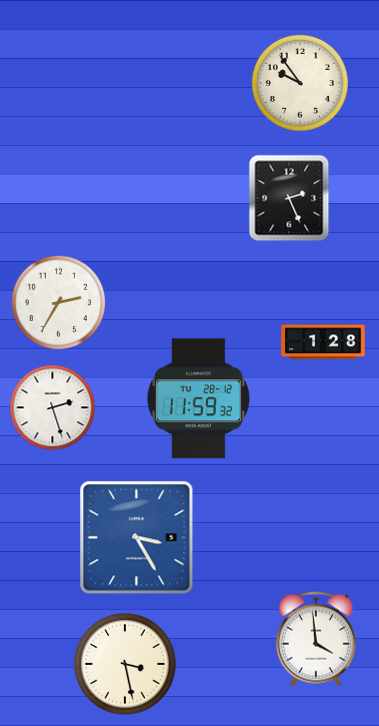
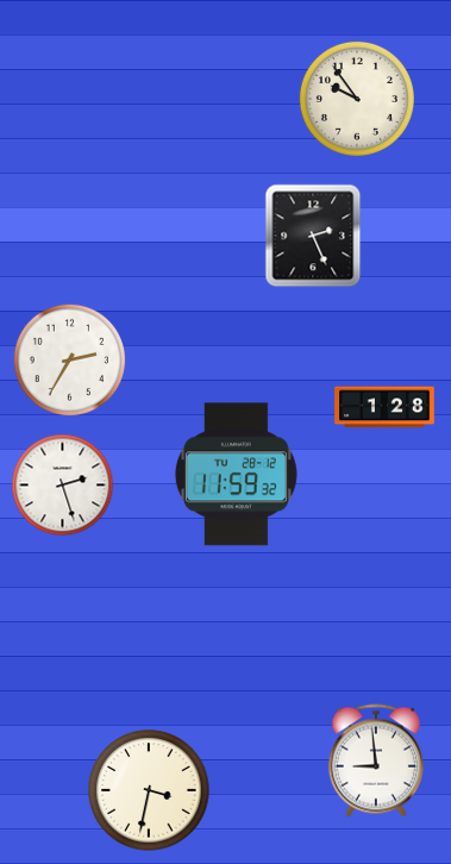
clock at (289, 198) position: (289, 198) -> (313, 236)
clock at (137, 538): 3:25 -> none
clock at (316, 639): 3:59 -> 8:59
clock at (125, 664): 3:28 -> 3:32
